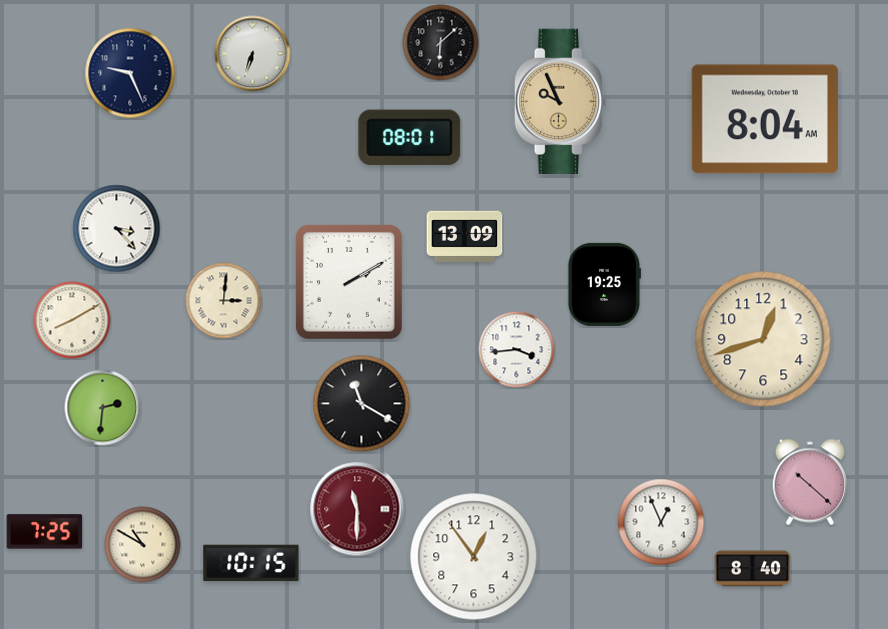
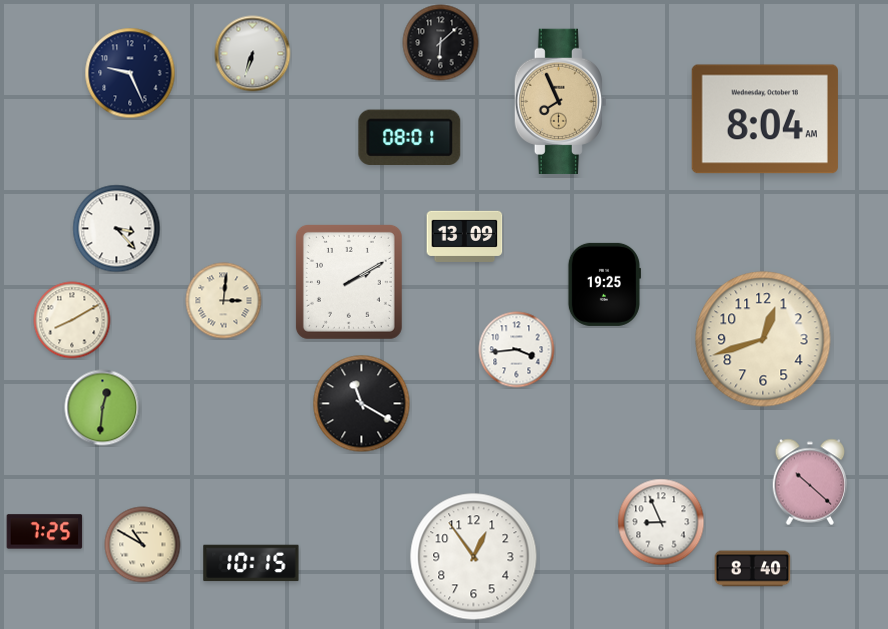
clock at (560, 101): 9:56 -> 7:56
clock at (103, 408): 2:31 -> 12:31
clock at (357, 509): 11:30 -> none
clock at (661, 522): 12:56 -> 8:56
